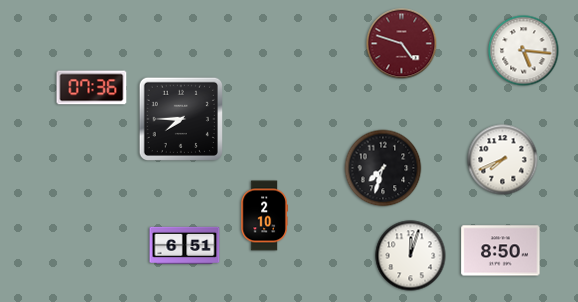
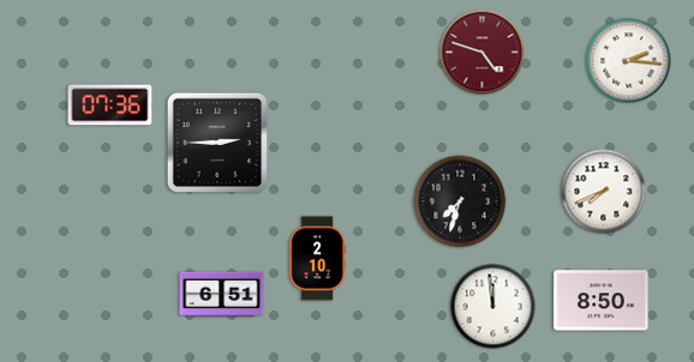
clock at (524, 51): 5:16 -> 2:16
clock at (180, 118): 7:45 -> 2:45
clock at (411, 256): 12:03 -> 11:59
